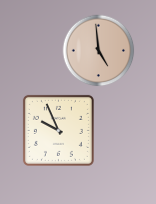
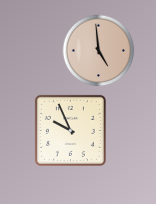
clock at (58, 130) position: (58, 130) -> (70, 130)
